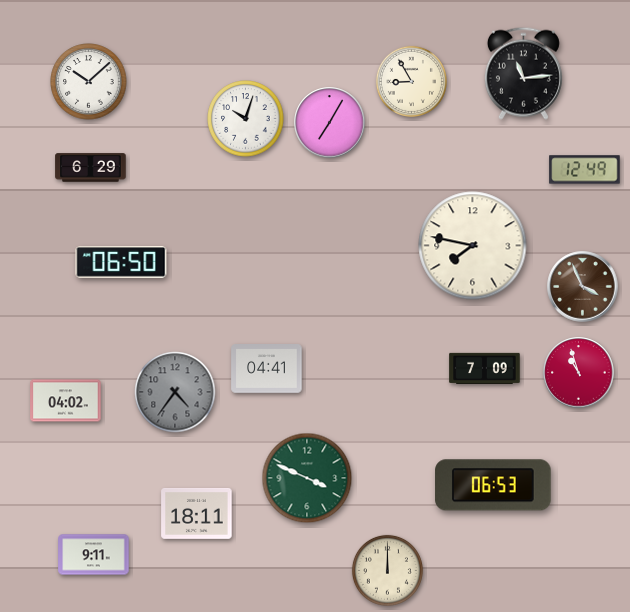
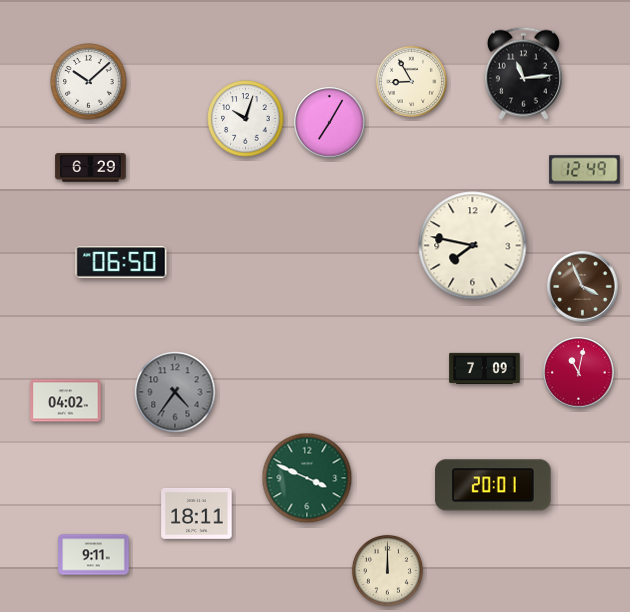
clock at (267, 369): 04:41 -> none
clock at (579, 373): 10:57 -> 11:02
clock at (493, 485): 06:53 -> 20:01
